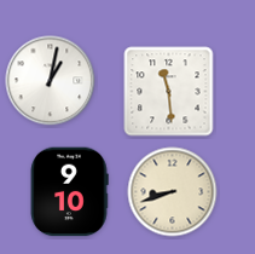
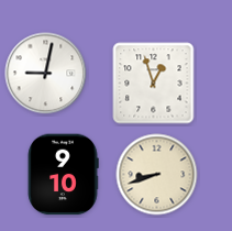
clock at (51, 81): 1:02 -> 9:02
clock at (169, 92): 11:29 -> 12:57
